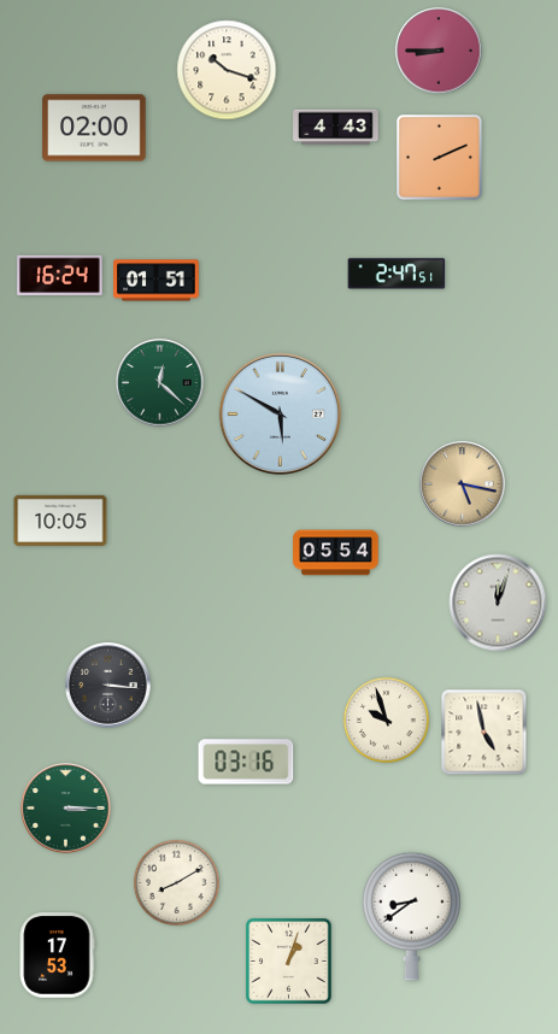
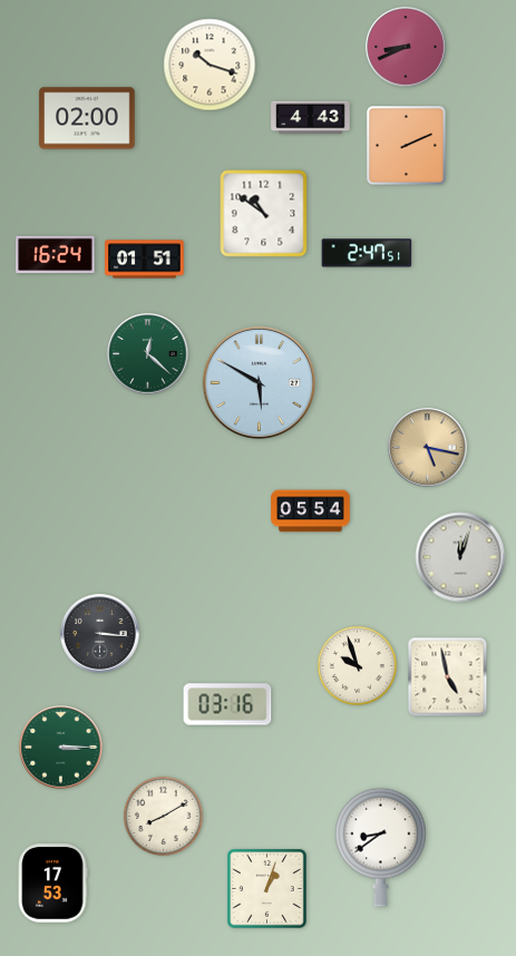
clock at (439, 51): 8:45 -> 8:41
clock at (264, 214): none -> 10:51
clock at (60, 521): 10:05 -> none
